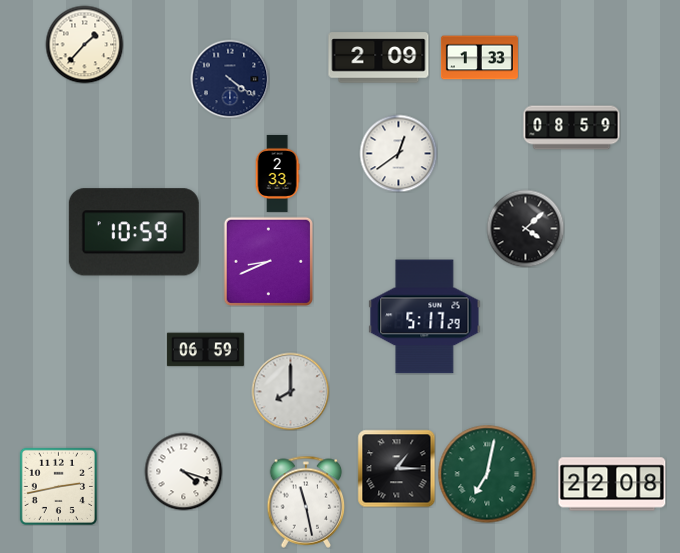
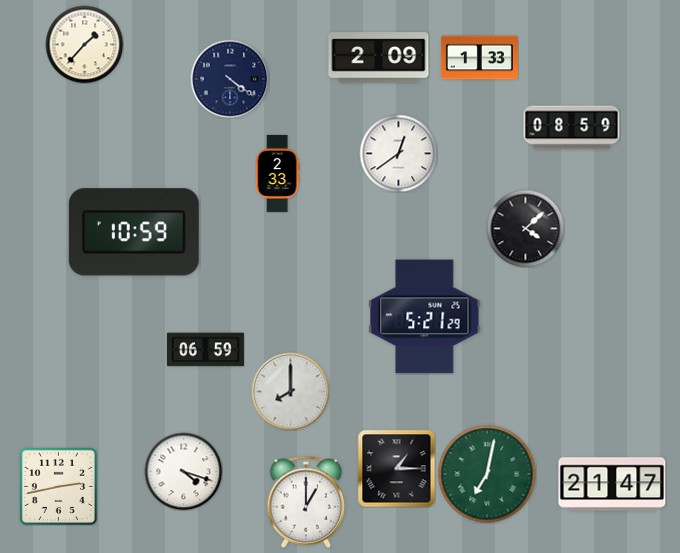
clock at (268, 261): 8:41 -> none
clock at (425, 317): 5:17 -> 5:21
clock at (612, 484): 22:08 -> 21:47
clock at (306, 502): 11:28 -> 1:00
